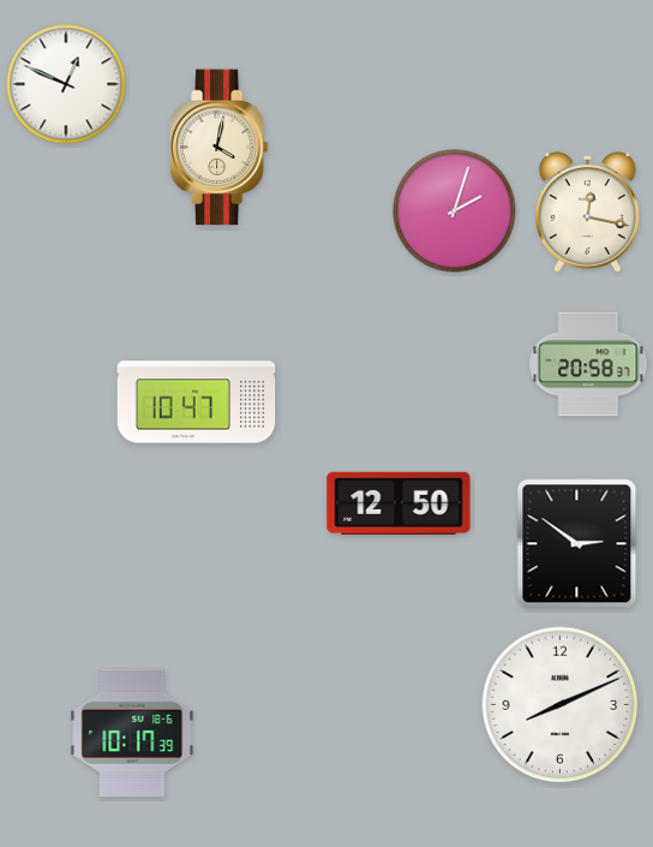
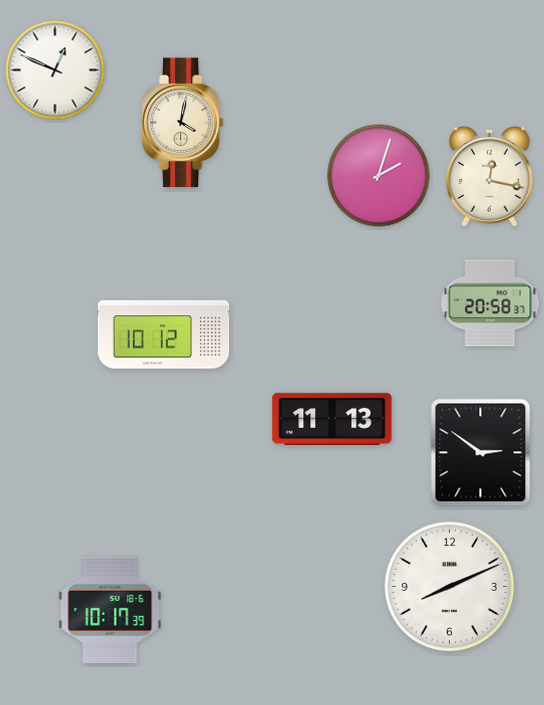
clock at (197, 402): 10:47 -> 10:12
clock at (399, 503): 12:50 -> 11:13
clock at (561, 705) position: (561, 705) -> (450, 587)
